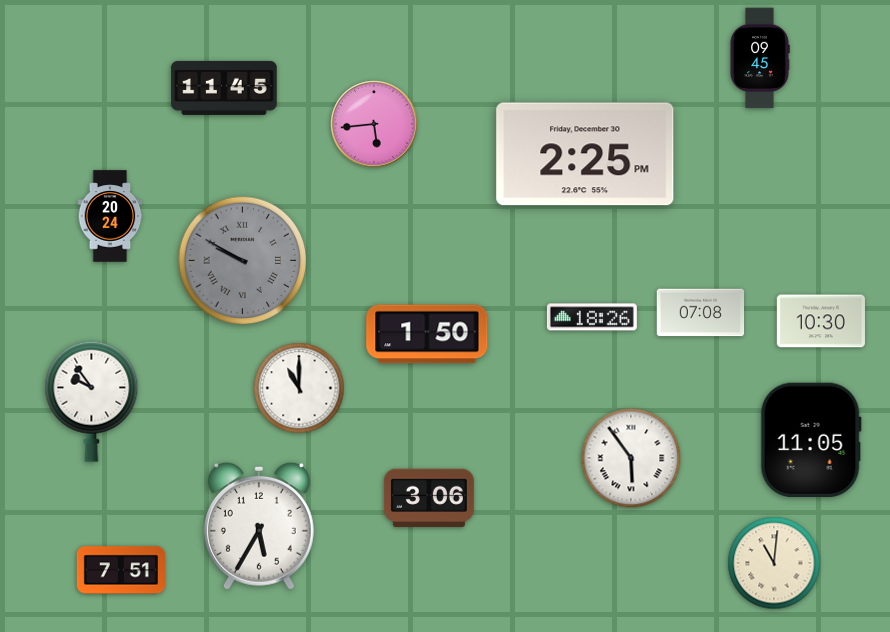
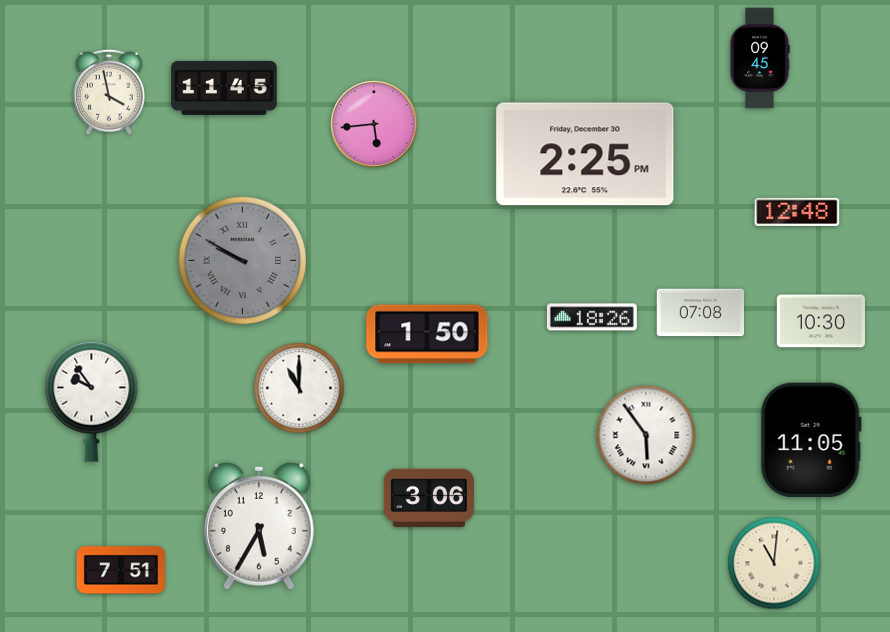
clock at (109, 92): none -> 3:58
clock at (797, 212): none -> 12:48
clock at (110, 216): 20:24 -> none
clock at (631, 458) position: (631, 458) -> (646, 435)
